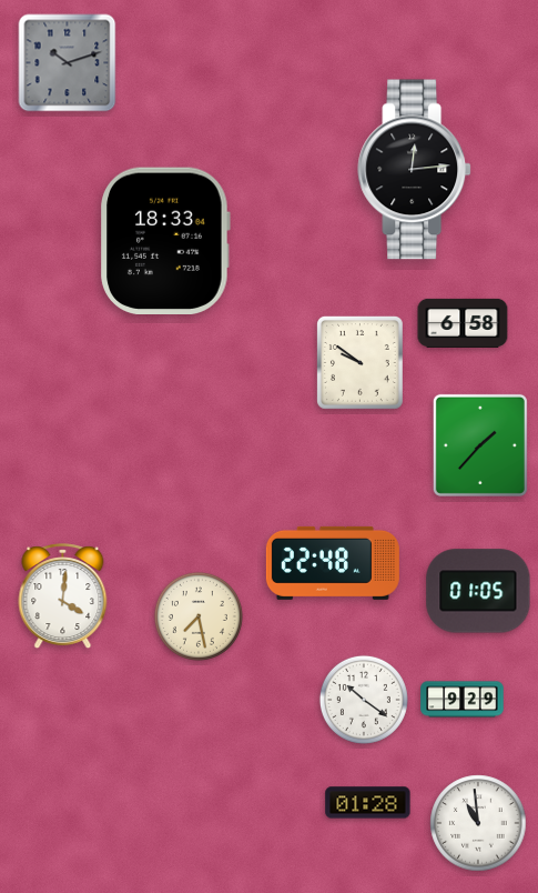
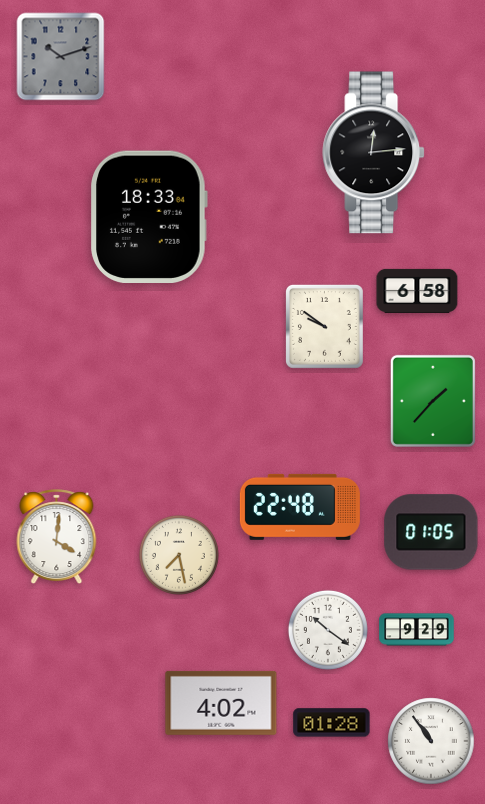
clock at (221, 703): none -> 4:02
clock at (478, 823): 10:59 -> 10:54
